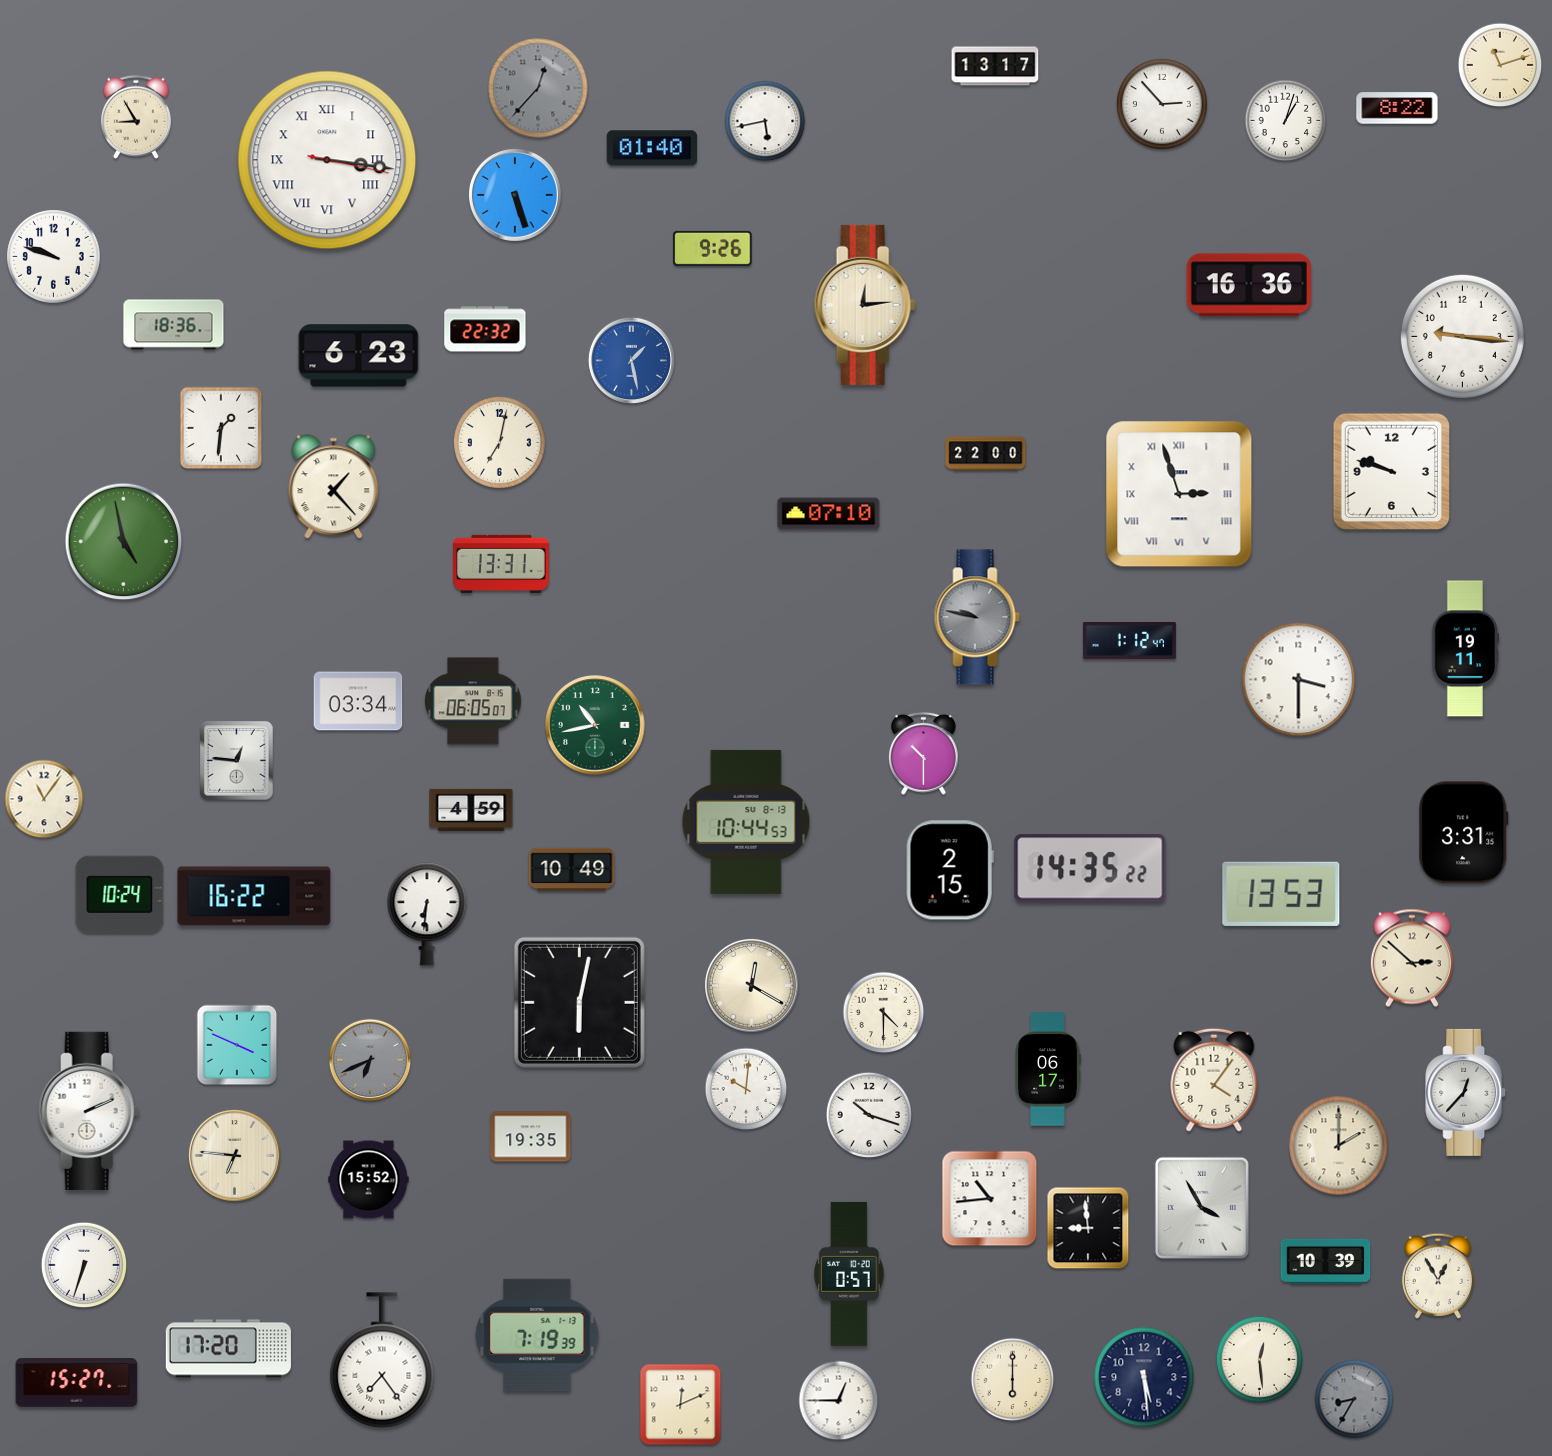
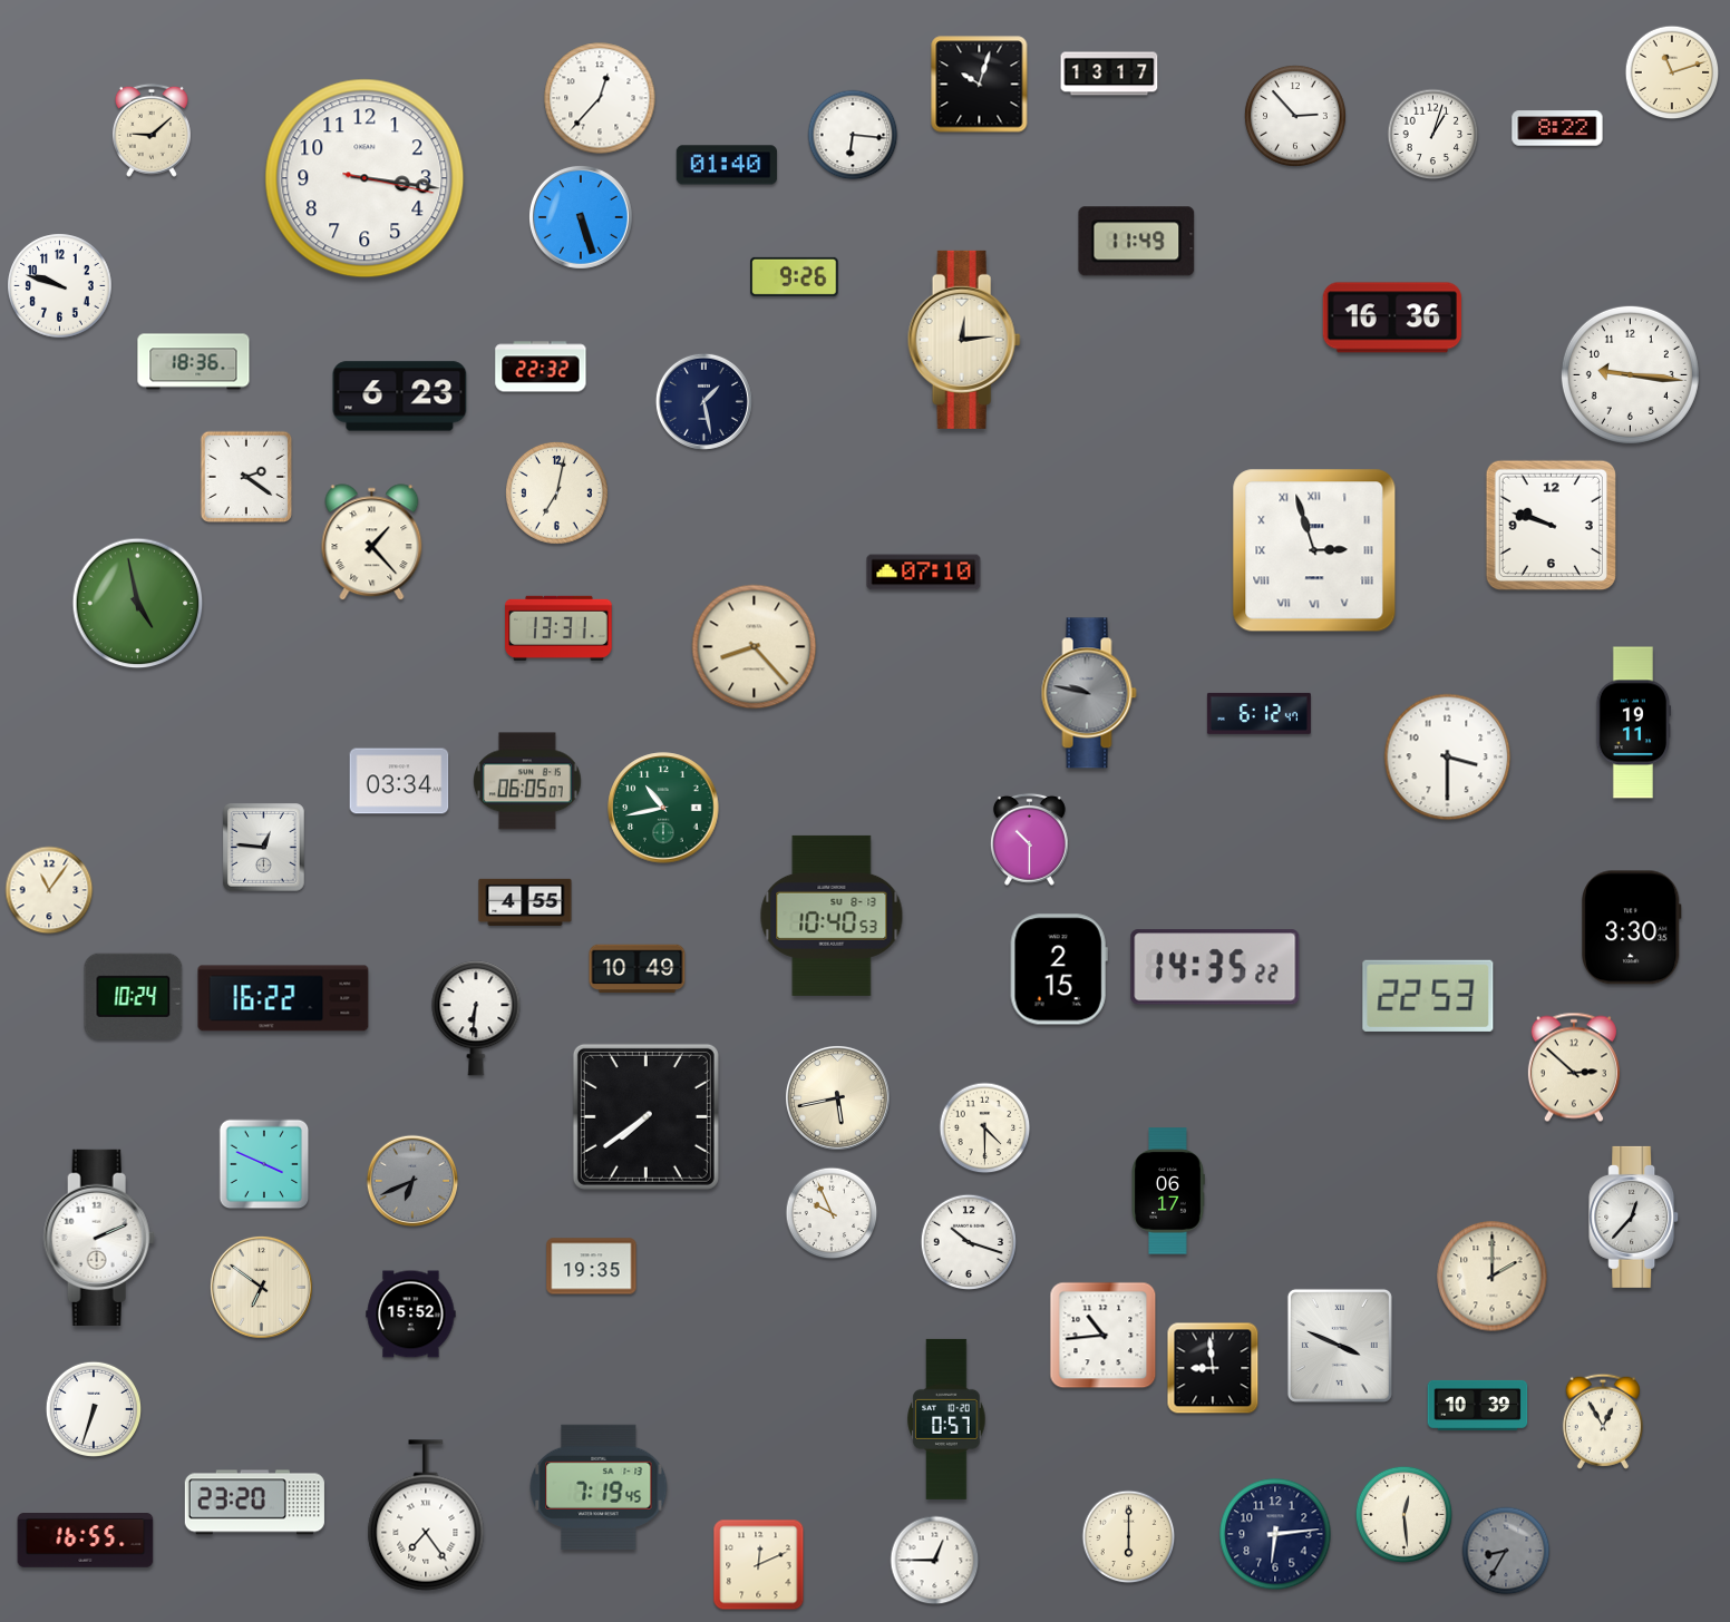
clock at (980, 85): none -> 10:03
clock at (538, 88) dial: grey -> white
clock at (1397, 108) position: (1397, 108) -> (1557, 128)
clock at (136, 117): 8:55 -> 9:08
clock at (765, 121): 5:43 -> 6:16
clock at (327, 160) numerals: Roman -> Arabic
clock at (515, 195) position: (515, 195) -> (581, 217)
clock at (1137, 242): none -> 11:49
clock at (631, 360) dial: blue -> navy
clock at (221, 428): 1:31 -> 2:21
clock at (986, 454): 22:00 -> none
clock at (755, 647): none -> 8:23
clock at (977, 617) position: (977, 617) -> (1089, 693)
clock at (1129, 640): 1:12 -> 6:12
clock at (471, 810): 4:59 -> 4:55
clock at (746, 822): 10:44 -> 10:40
clock at (1463, 833): 3:31 -> 3:30
clock at (1281, 894): 13:53 -> 22:53
clock at (751, 985): 12:20 -> 5:43
clock at (579, 1002): 6:02 -> 7:39
clock at (1214, 1080): 4:06 -> none
clock at (746, 1089): 10:01 -> 9:56
clock at (234, 1155): 6:46 -> 6:51
clock at (1202, 1208): 3:55 -> 3:49
clock at (537, 1335): 7:19:39 -> 7:19:45
clock at (228, 1349): 17:20 -> 23:20
clock at (1144, 1377): 5:29 -> 6:14
clock at (77, 1383): 15:27 -> 16:55
clock at (1354, 1399) position: (1354, 1399) -> (1506, 1551)
